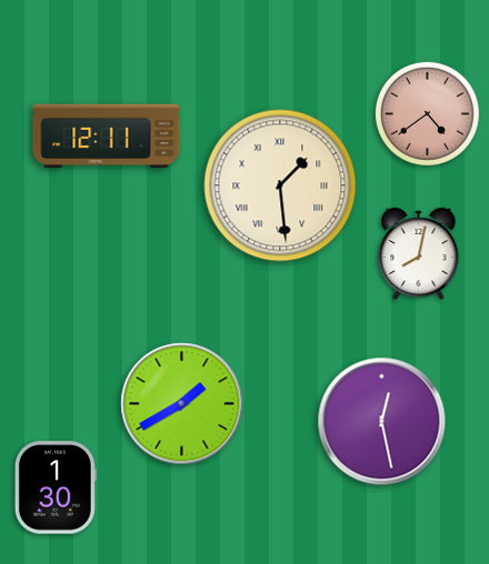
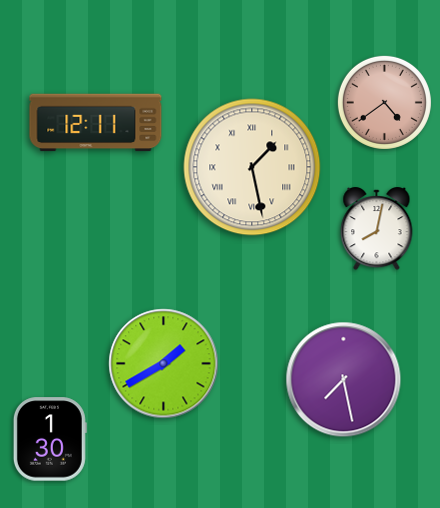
clock at (280, 185): 1:29 -> 1:28
clock at (382, 422): 12:28 -> 7:28
